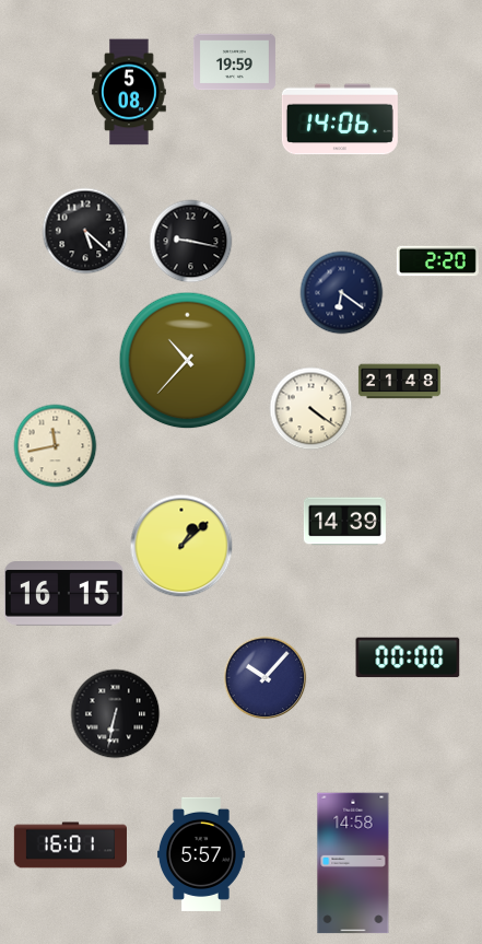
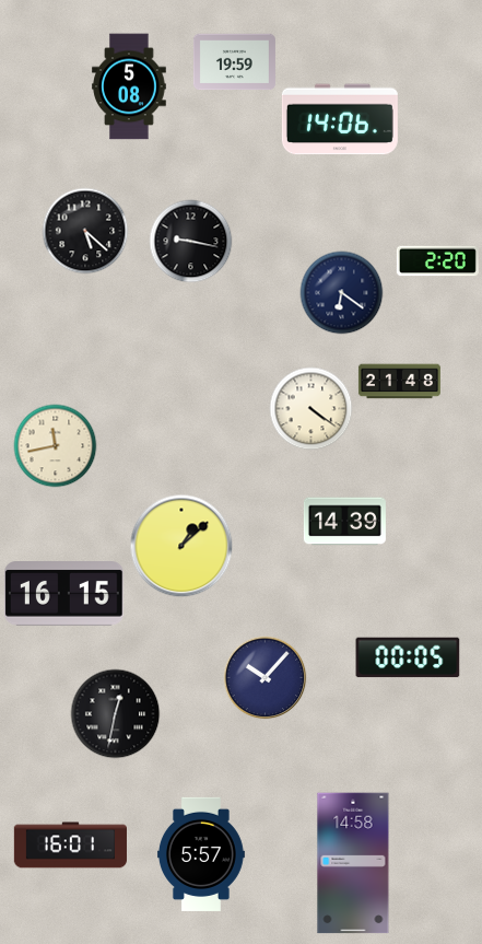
clock at (129, 92) position: (129, 92) -> (129, 86)
clock at (188, 361): 10:37 -> none
clock at (408, 657): 00:00 -> 00:05
clock at (116, 714): 6:32 -> 12:32
